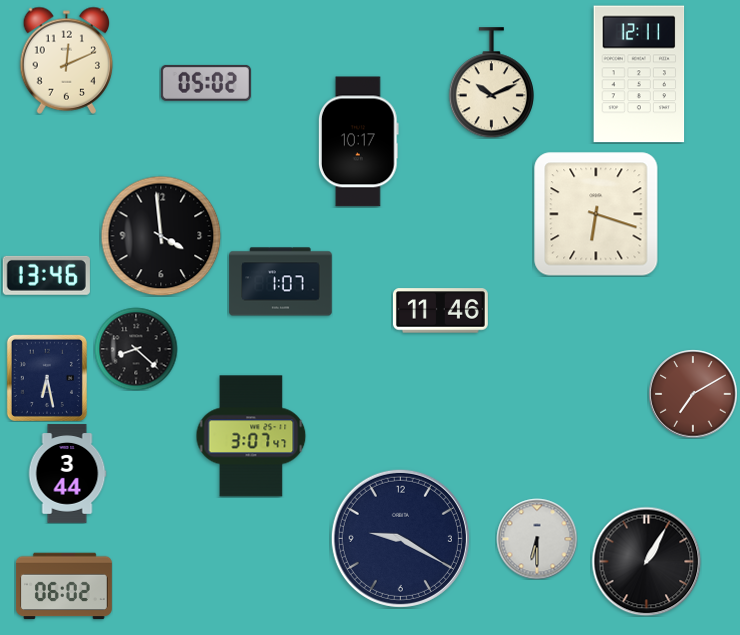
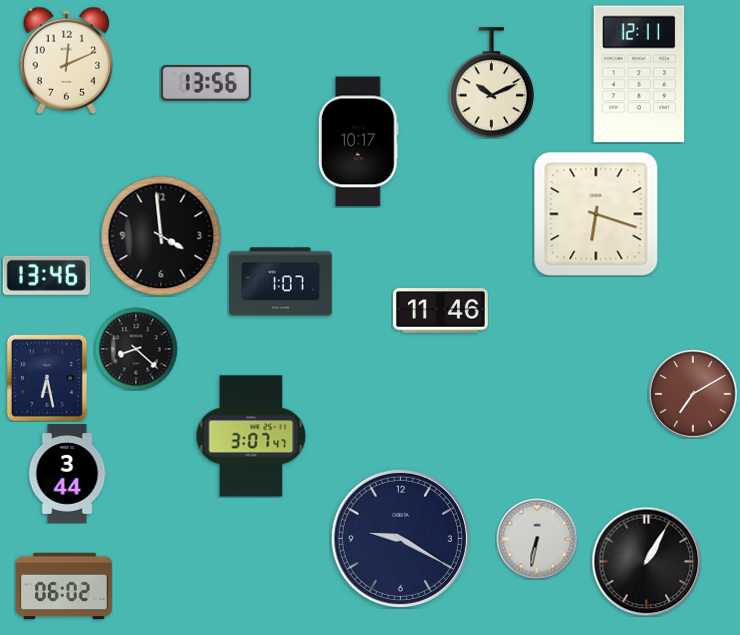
clock at (206, 83): 05:02 -> 13:56
clock at (537, 539): 6:30 -> 6:32
